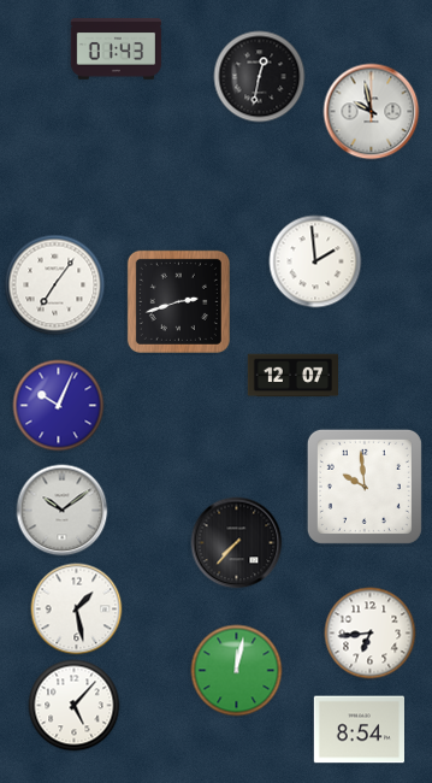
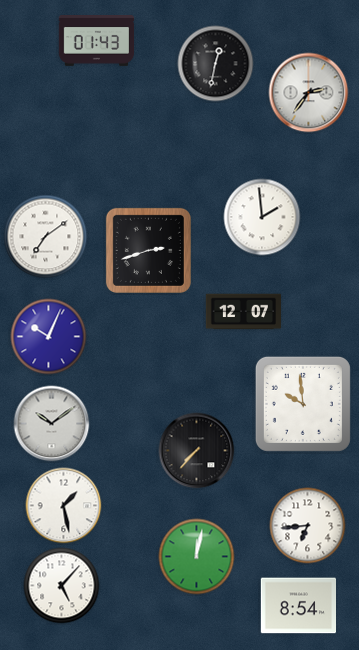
clock at (372, 112): 9:58 -> 2:36
clock at (55, 285): 7:06 -> 7:09
